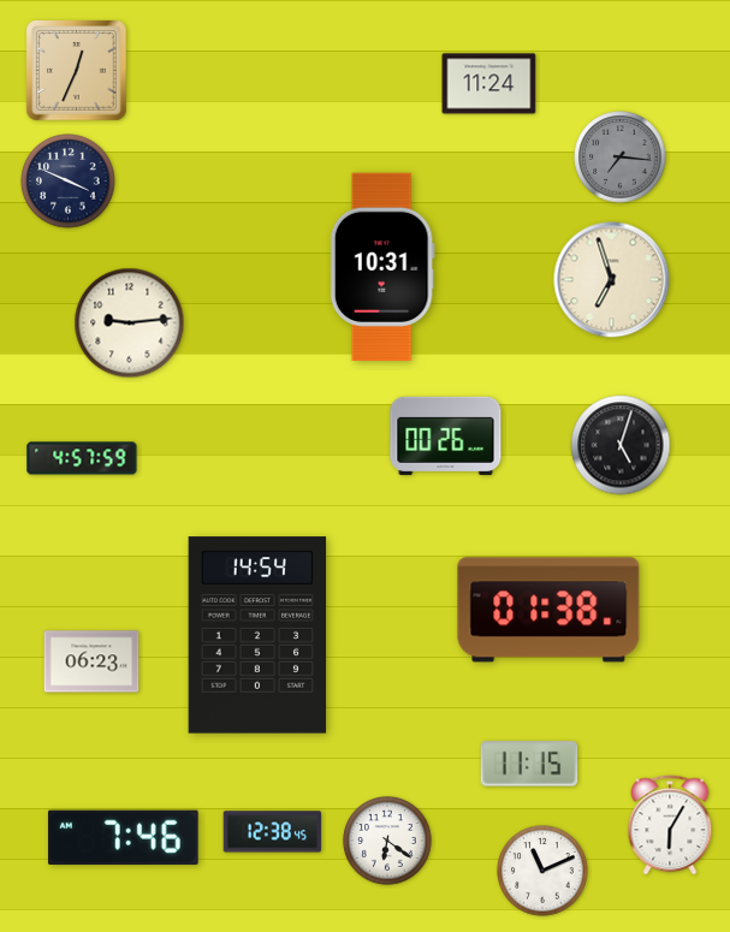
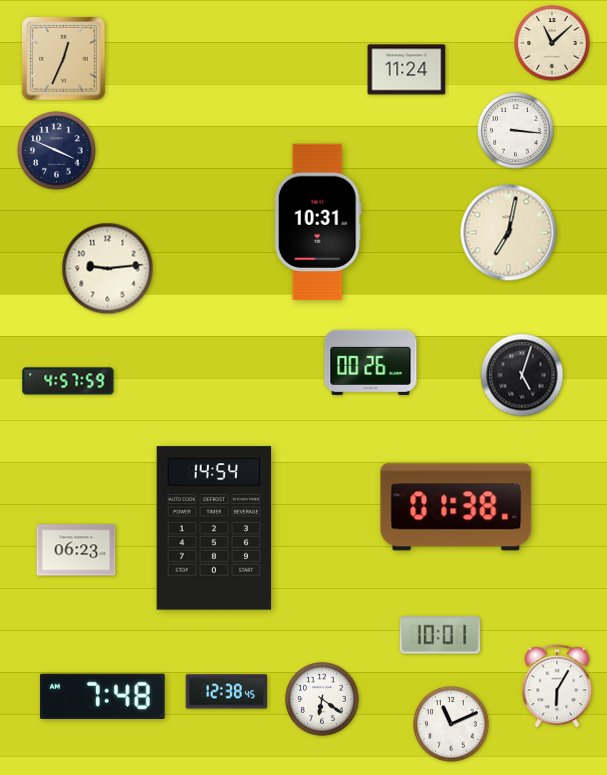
clock at (552, 43): none -> 11:08
clock at (621, 158): 7:16 -> 3:16
clock at (621, 158) dial: grey -> white
clock at (612, 280): 6:57 -> 7:02
clock at (621, 445) position: (621, 445) -> (522, 375)
clock at (529, 764): 11:15 -> 10:01
clock at (124, 837): 7:46 -> 7:48
